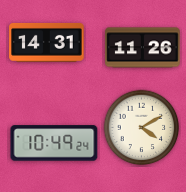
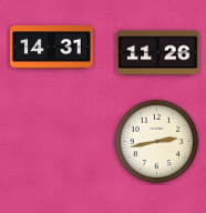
clock at (142, 128): 4:10 -> 2:43
clock at (54, 143): 10:49 -> none
